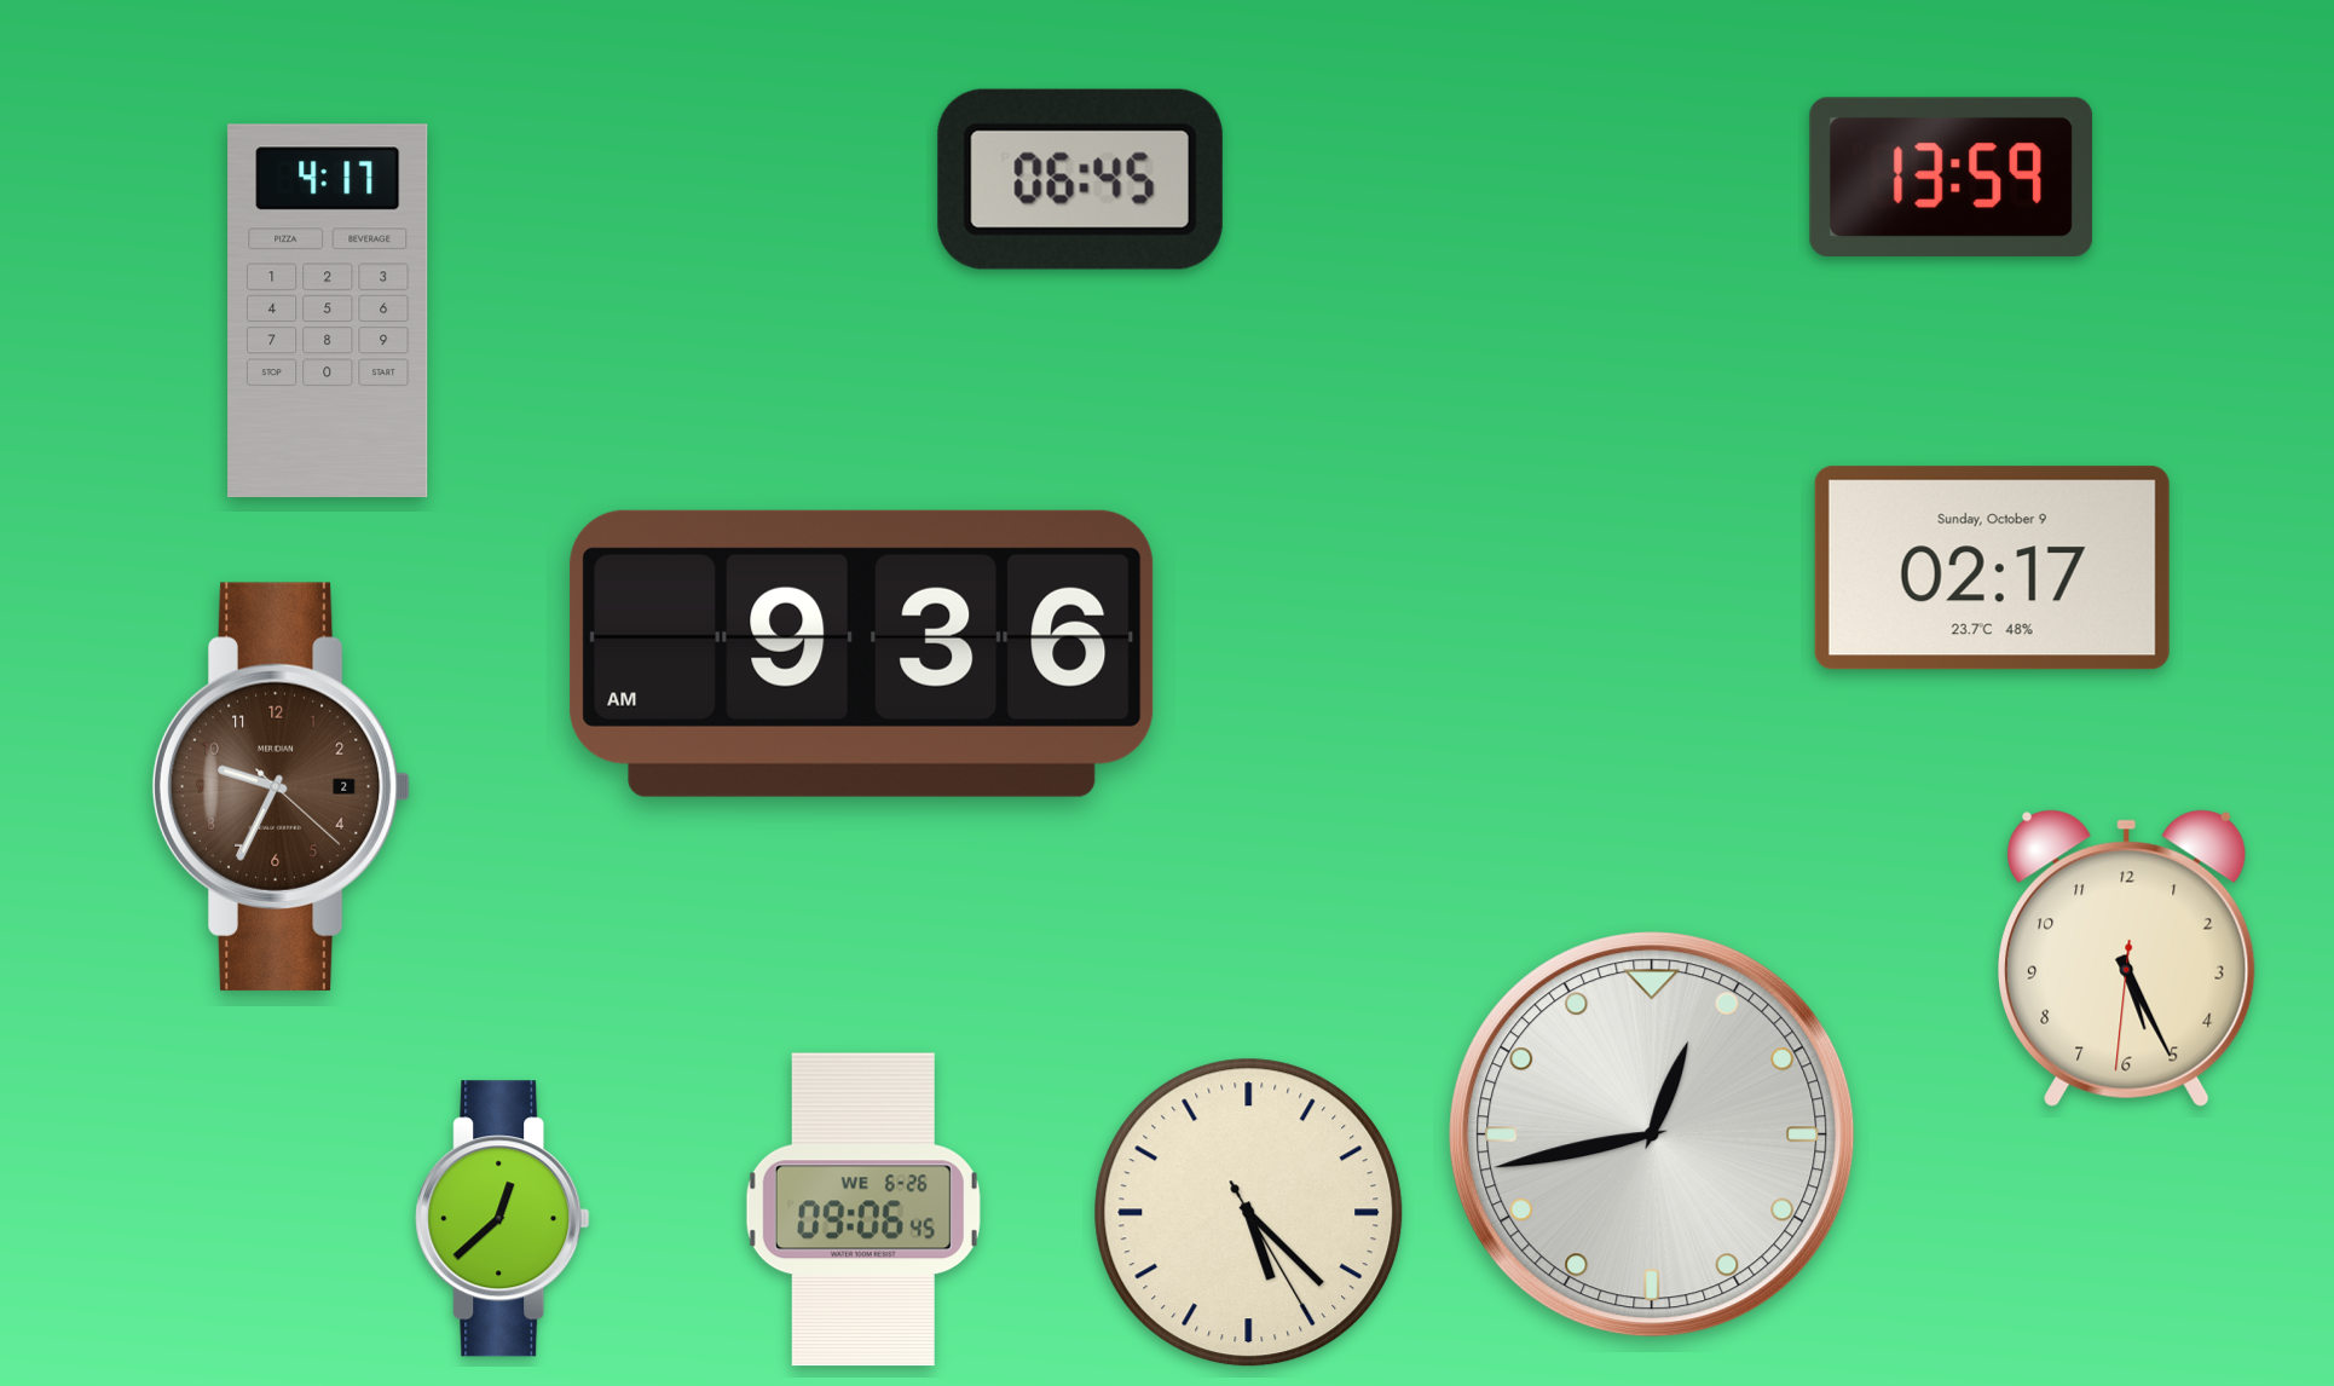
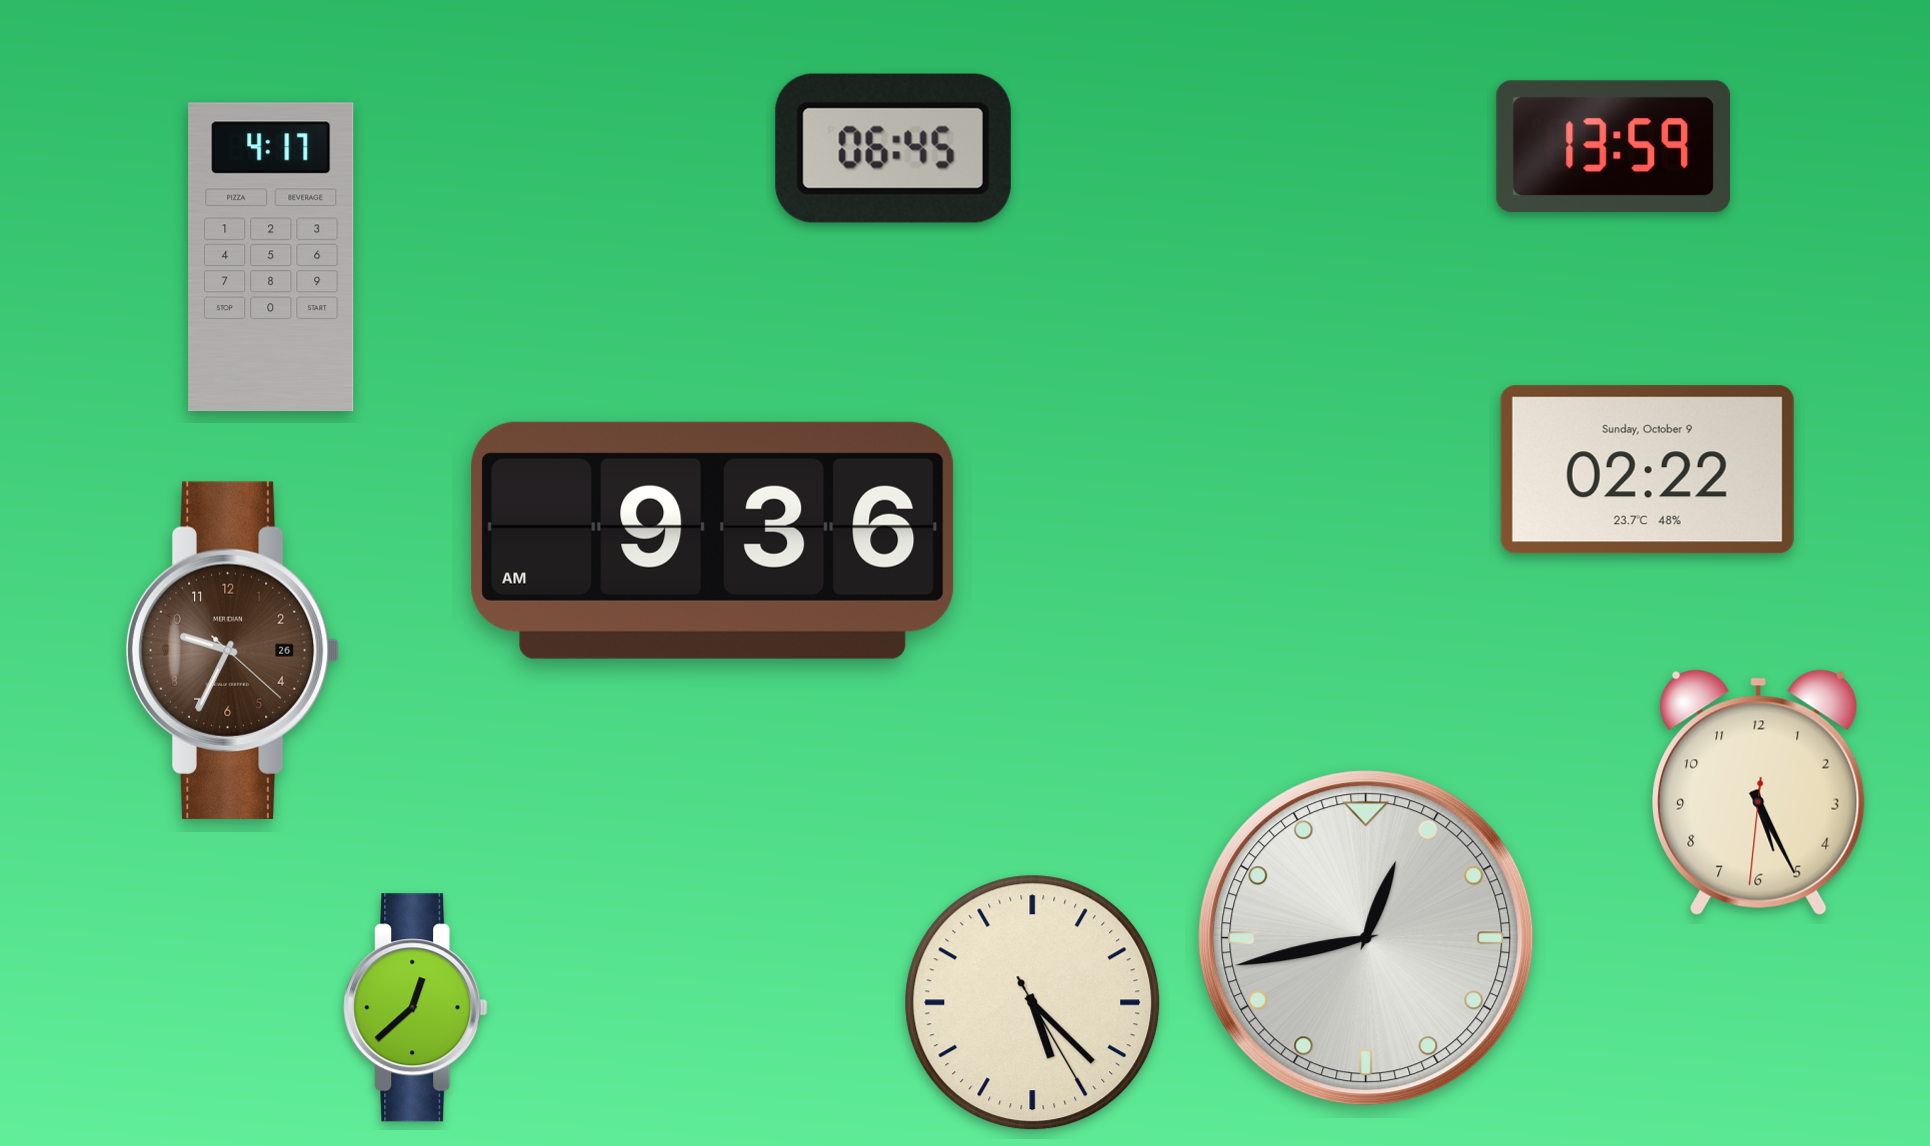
clock at (1992, 568): 02:17 -> 02:22
clock at (282, 786) date: 2 -> 26
clock at (863, 1209): 09:06 -> none
